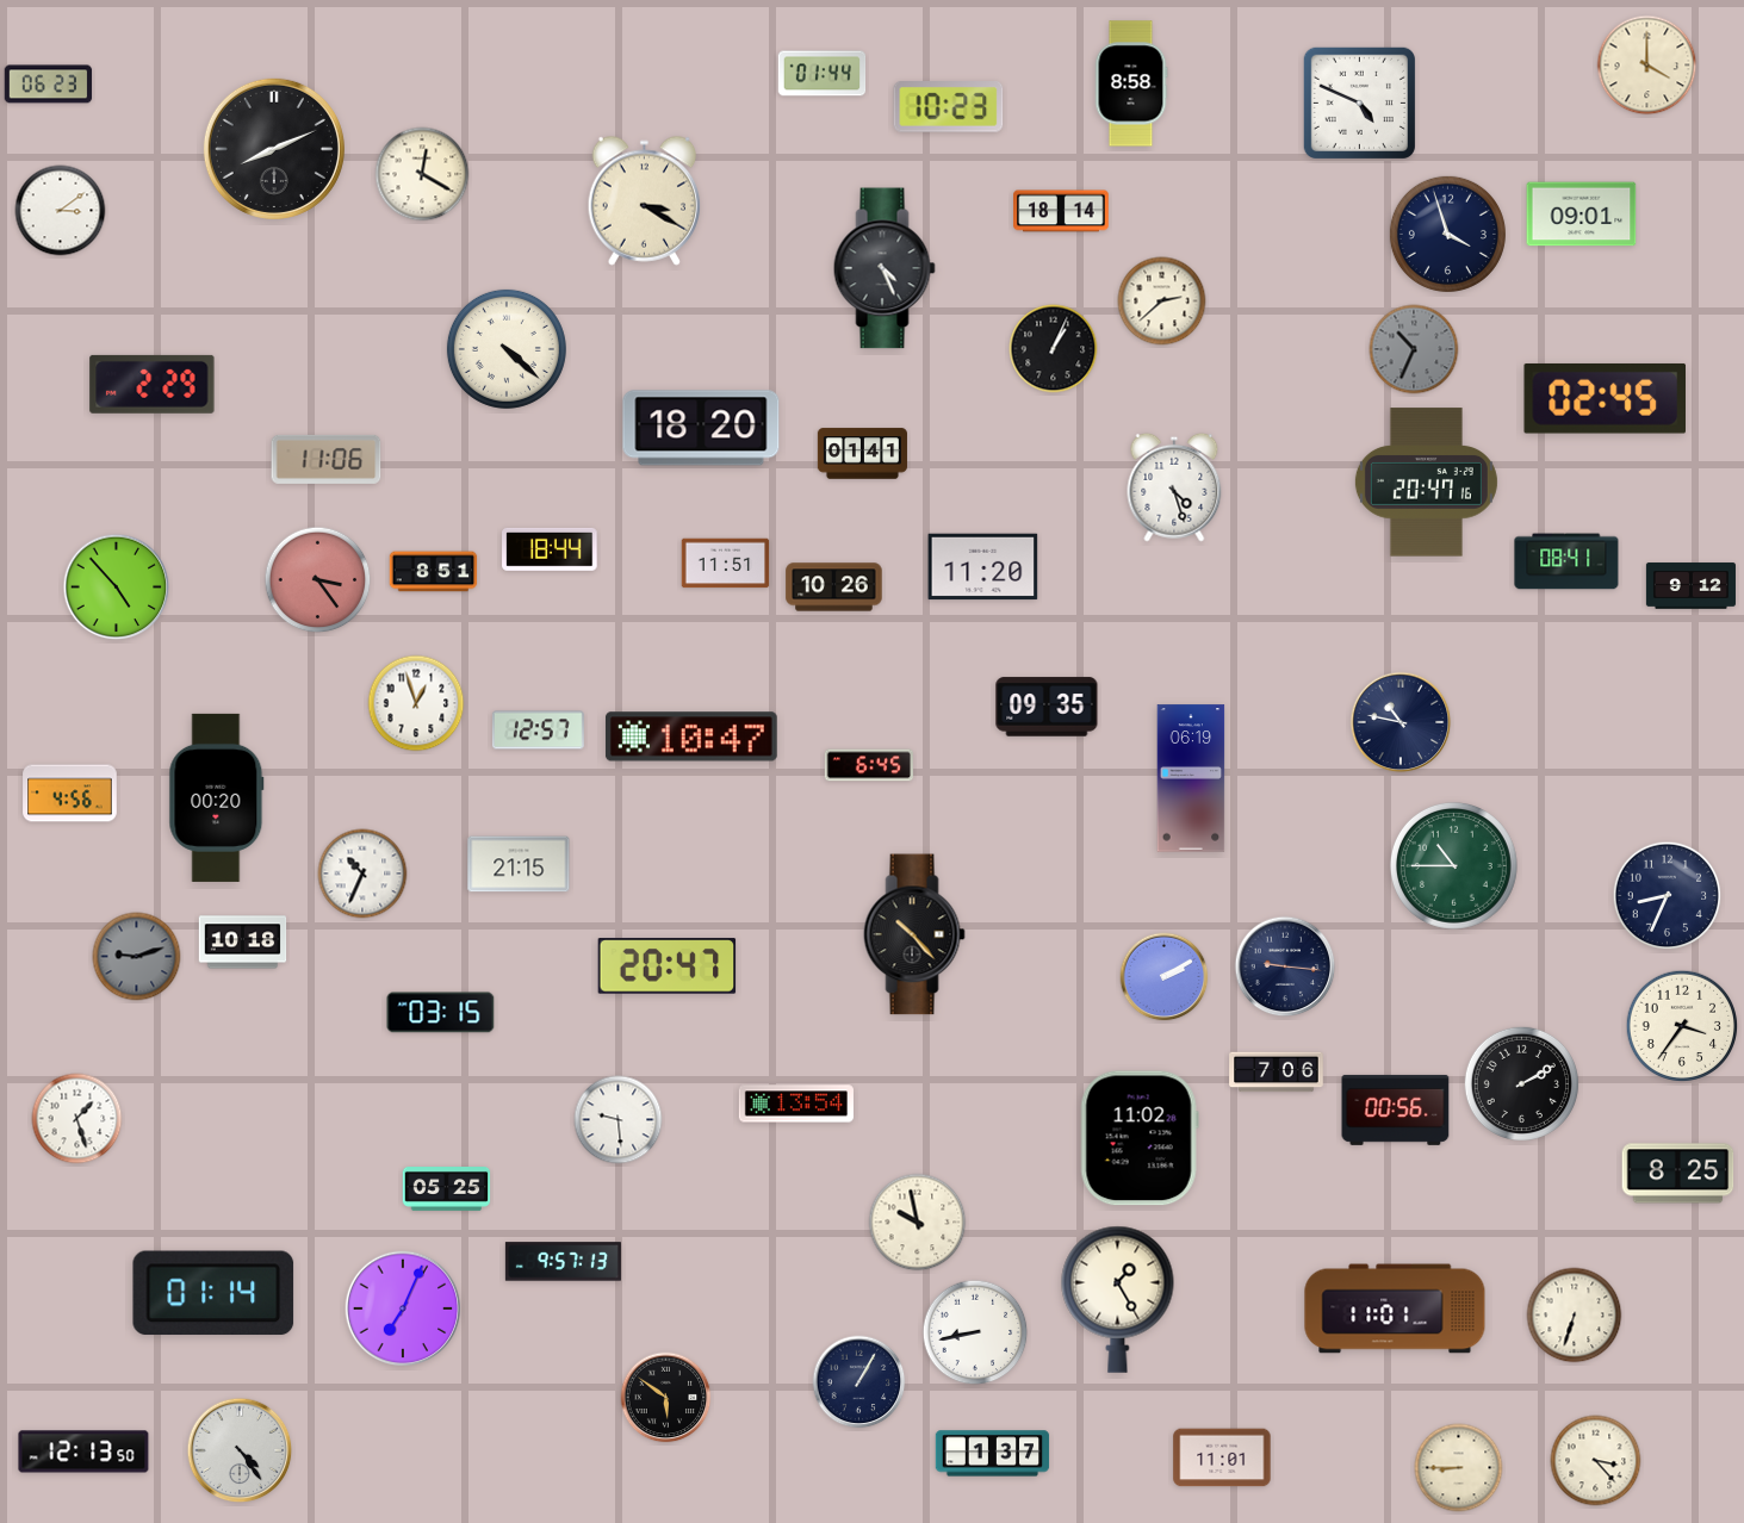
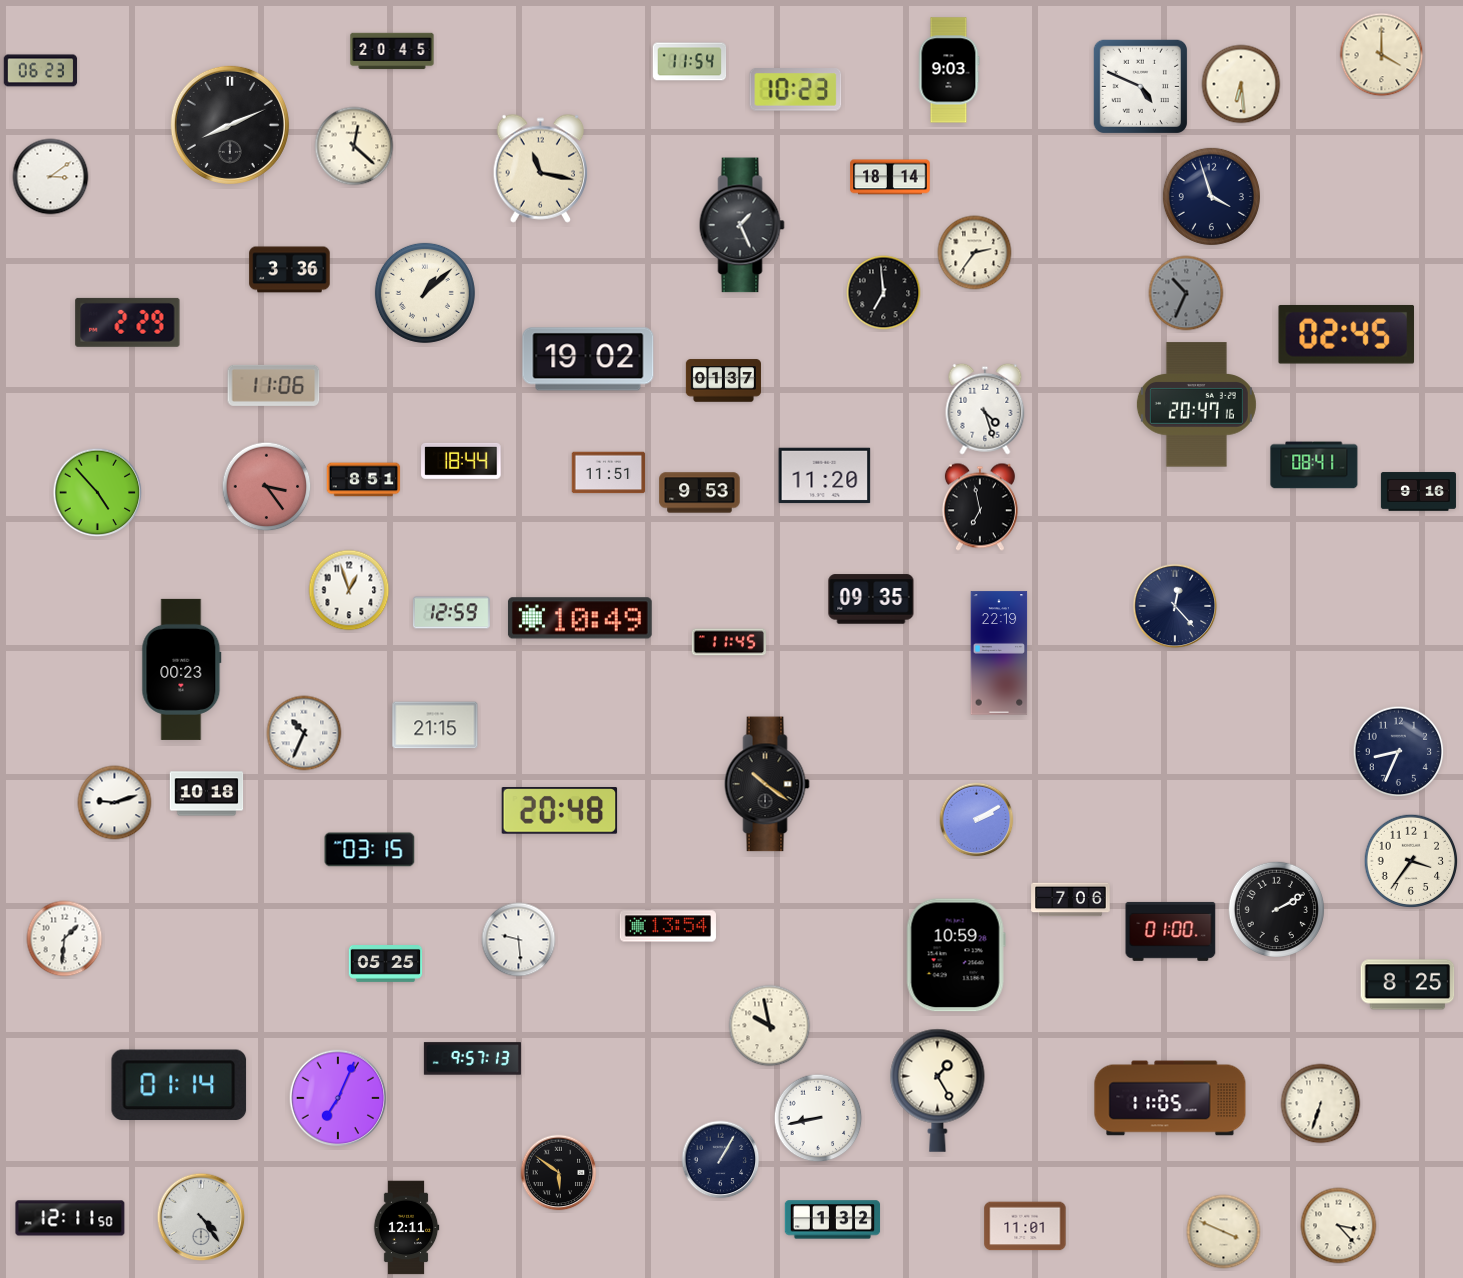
clock at (392, 51): none -> 20:45
clock at (823, 74): 01:44 -> 11:54
clock at (1131, 83): 8:58 -> 9:03
clock at (1241, 84): none -> 6:29
clock at (422, 174): 12:20 -> 12:22
clock at (645, 200): 3:20 -> 11:17
clock at (1582, 215): 09:01 -> none
clock at (1447, 234) position: (1447, 234) -> (1211, 196)
clock at (885, 268): 4:26 -> 1:26
clock at (1162, 302): 2:38 -> 2:36
clock at (290, 270): none -> 3:36
clock at (507, 349): 4:22 -> 1:08
clock at (1054, 349): 1:04 -> 6:59
clock at (701, 428): 18:20 -> 19:02
clock at (862, 454): 01:41 -> 01:37
clock at (1566, 561) position: (1566, 561) -> (1314, 465)
clock at (1690, 586): 9:12 -> 9:16
clock at (834, 588): 10:26 -> 9:53
clock at (980, 507): none -> 6:58
clock at (1047, 707) position: (1047, 707) -> (871, 599)
clock at (1401, 722): 10:47 -> 12:23
clock at (538, 731): 12:57 -> 12:59
clock at (691, 736): 10:47 -> 10:49
clock at (868, 765): 6:45 -> 11:45
clock at (1191, 778): 06:19 -> 22:19
clock at (70, 794): 4:56 -> none
clock at (217, 797): 00:20 -> 00:23
clock at (1453, 865): 10:45 -> none
clock at (914, 934): 10:23 -> 10:21
clock at (243, 943) position: (243, 943) -> (207, 794)
clock at (137, 957) dial: grey -> white
clock at (668, 966): 20:47 -> 20:48
clock at (1285, 966): 9:16 -> none
clock at (1396, 1109): 00:56 -> 01:00
clock at (77, 1119): 1:27 -> 1:31
clock at (1140, 1138): 11:02 -> 10:59
clock at (447, 1189) position: (447, 1189) -> (386, 964)
clock at (1395, 1308): 11:01 -> 11:05
clock at (83, 1451): 12:13 -> 12:11
clock at (993, 1454): 1:37 -> 1:32
clock at (1222, 1457) position: (1222, 1457) -> (1025, 1226)
clock at (406, 1228): none -> 12:11
clock at (1459, 1468): 8:45 -> 3:49
